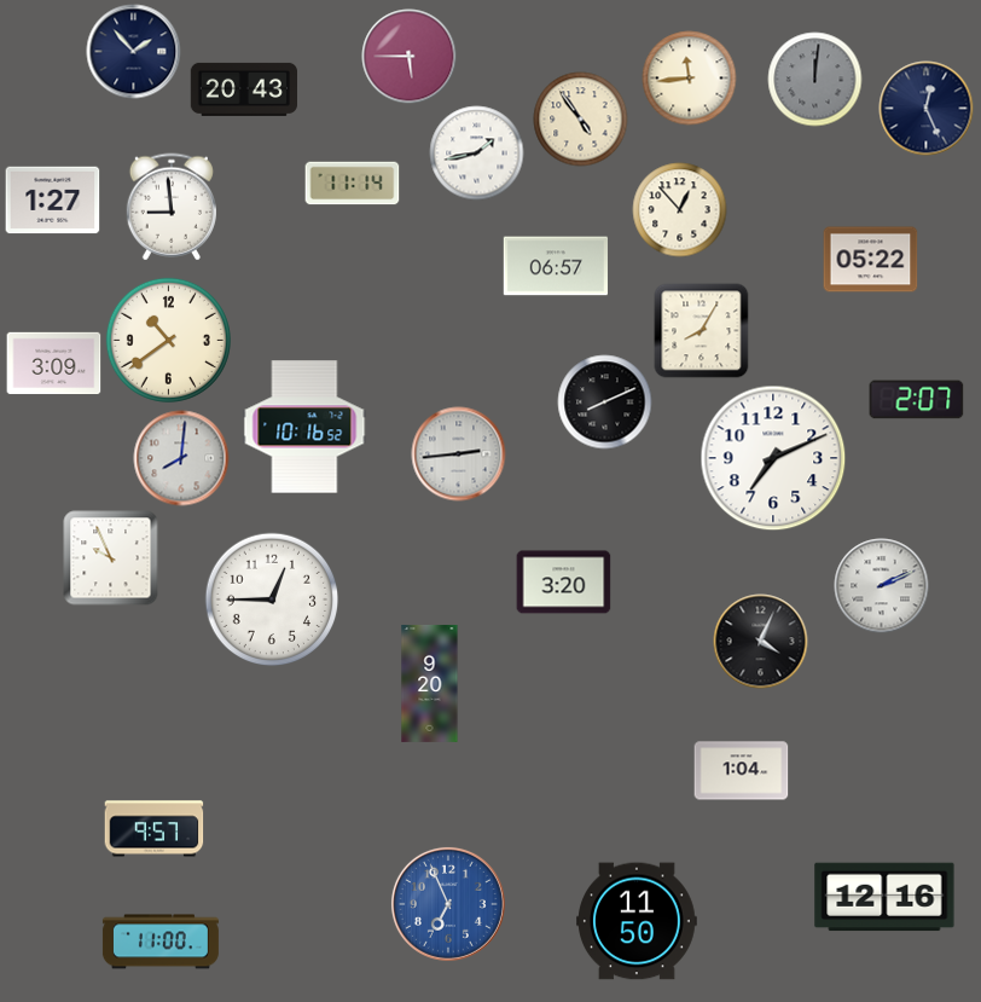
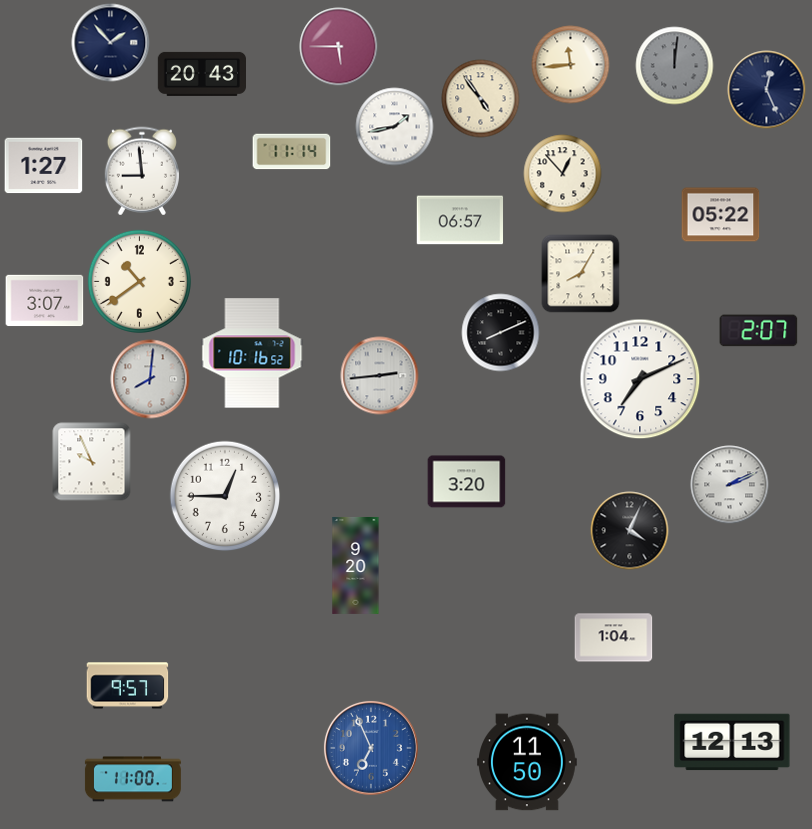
clock at (53, 364): 3:09 -> 3:07
clock at (884, 897): 12:16 -> 12:13
